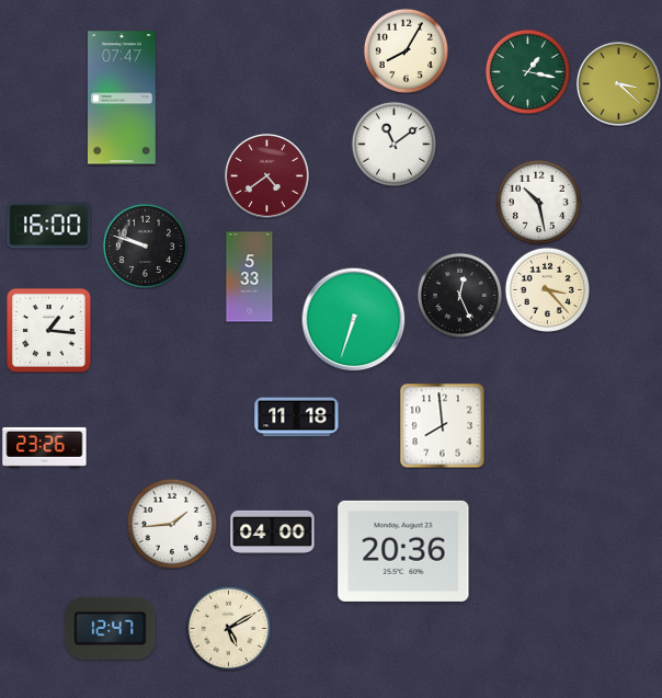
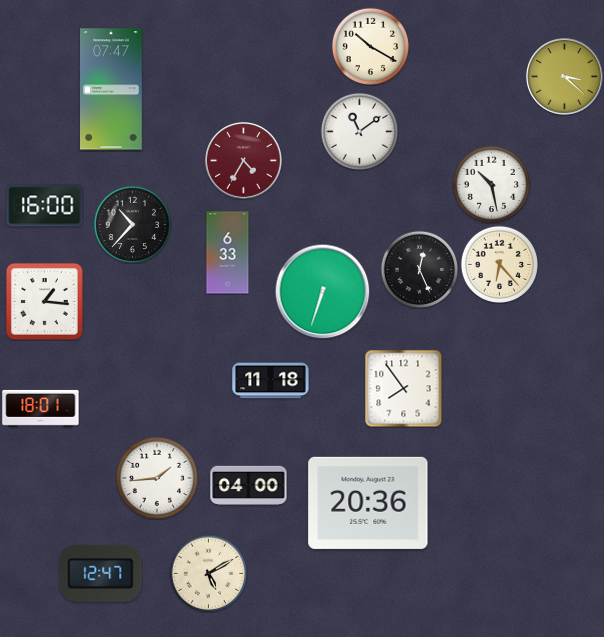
clock at (406, 50): 8:05 -> 10:20
clock at (527, 71): 1:17 -> none
clock at (266, 175): 4:39 -> 4:35
clock at (145, 245): 9:48 -> 10:37
clock at (250, 277): 5:33 -> 6:33
clock at (547, 289): 3:23 -> 6:23
clock at (442, 425): 7:59 -> 7:54
clock at (45, 447): 23:26 -> 18:01
